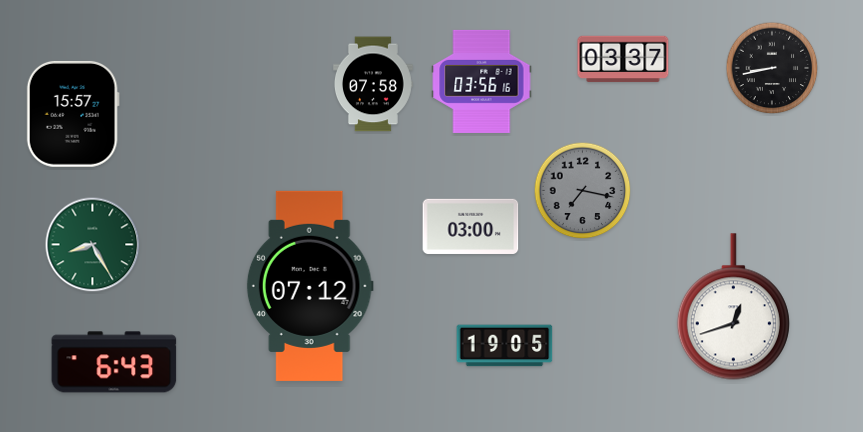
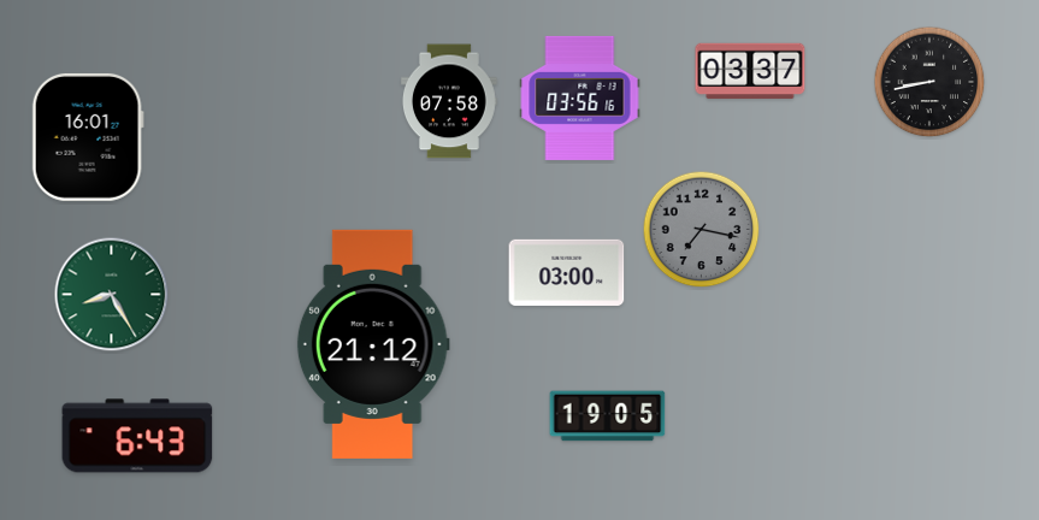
clock at (73, 114): 15:57 -> 16:01
clock at (310, 286): 07:12 -> 21:12
clock at (733, 307): 12:42 -> none
